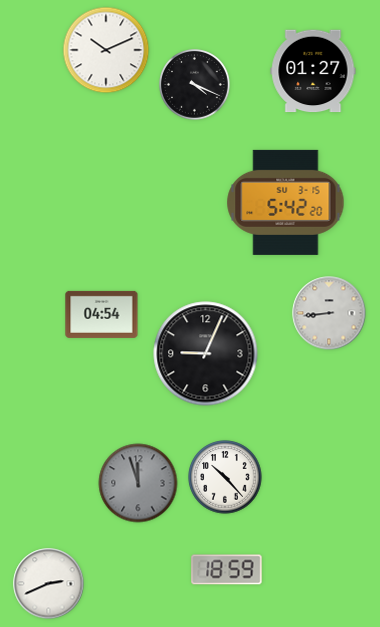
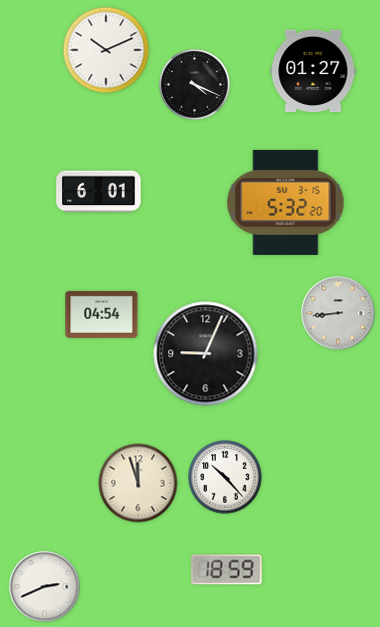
clock at (99, 192): none -> 6:01
clock at (286, 202): 5:42 -> 5:32
clock at (329, 313) position: (329, 313) -> (338, 313)
clock at (138, 483) dial: grey -> cream
clock at (49, 584) position: (49, 584) -> (45, 587)
